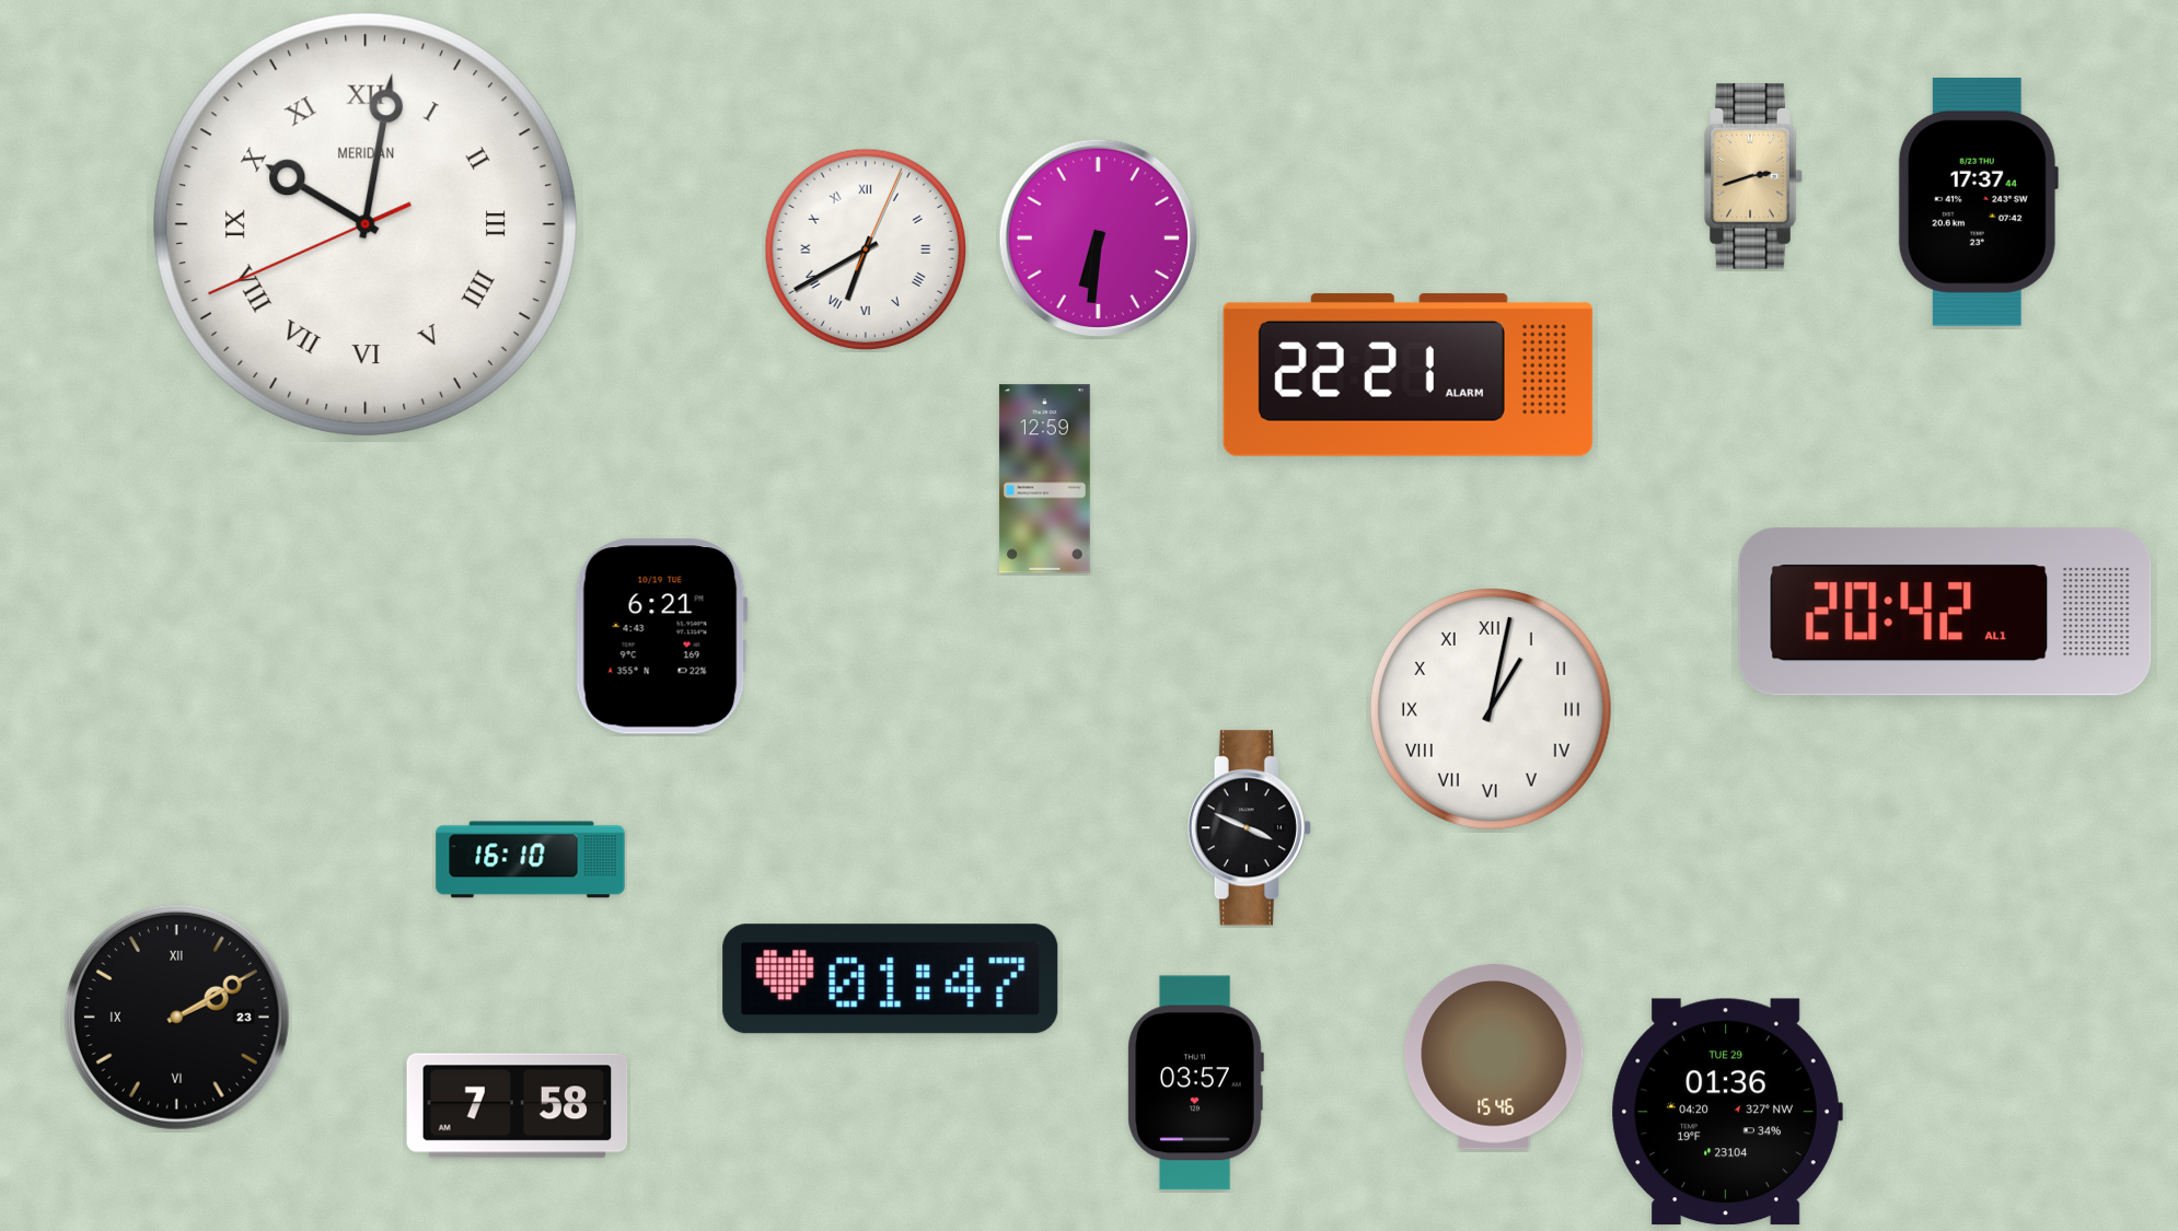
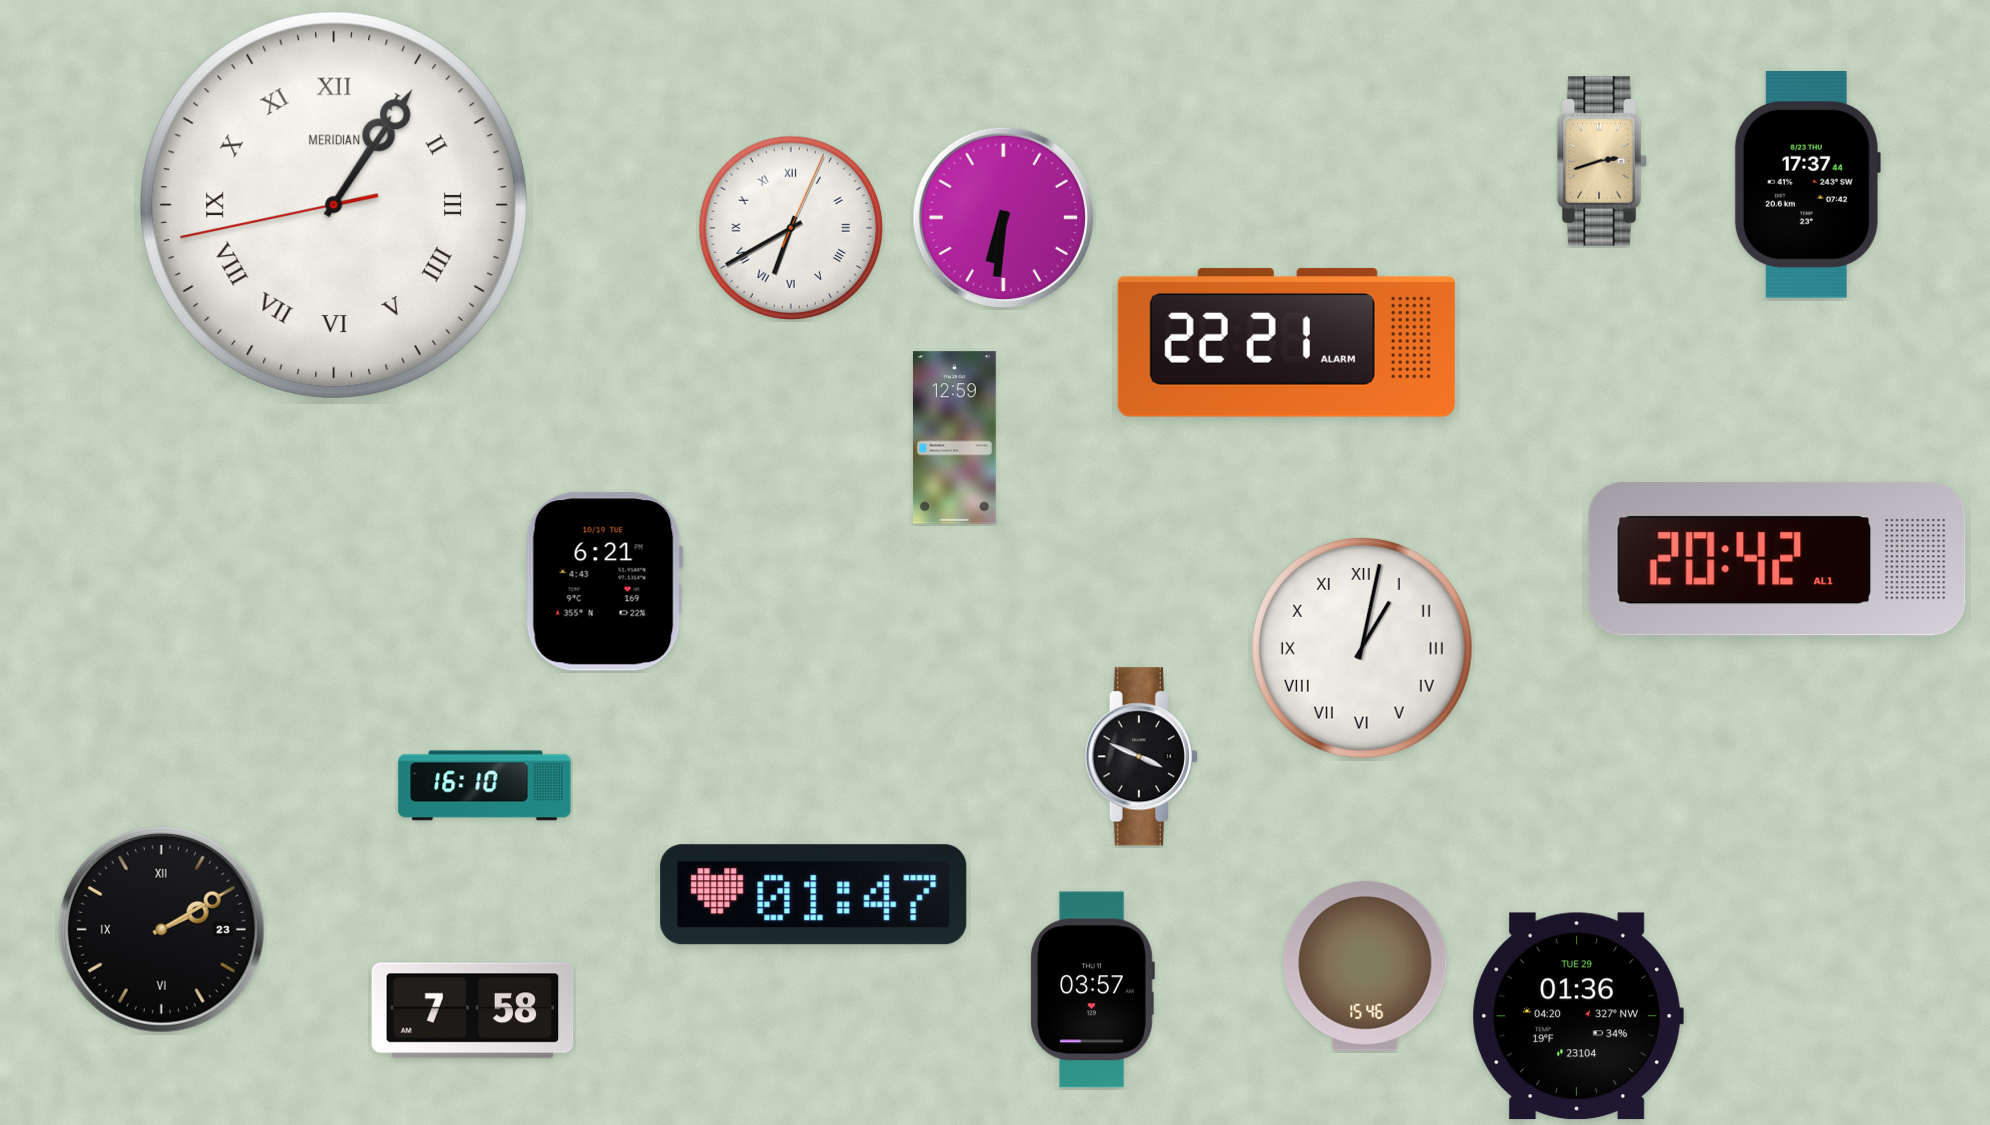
clock at (366, 224): 10:01 -> 1:05
